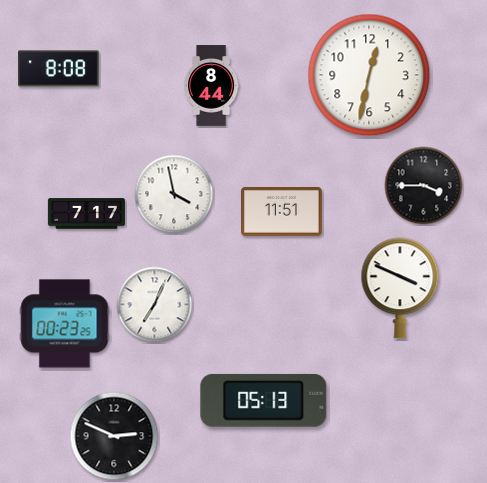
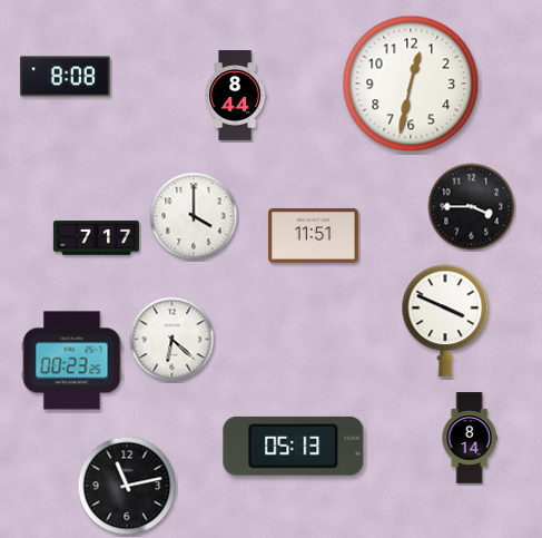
clock at (174, 194): 3:58 -> 4:00
clock at (155, 305): 7:04 -> 6:22
clock at (470, 438): none -> 8:14
clock at (114, 436): 2:49 -> 11:13
